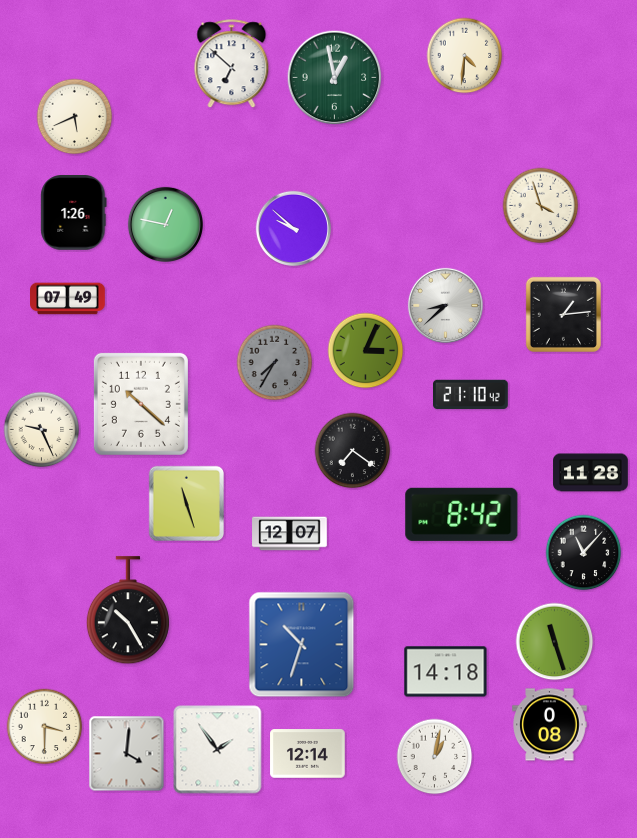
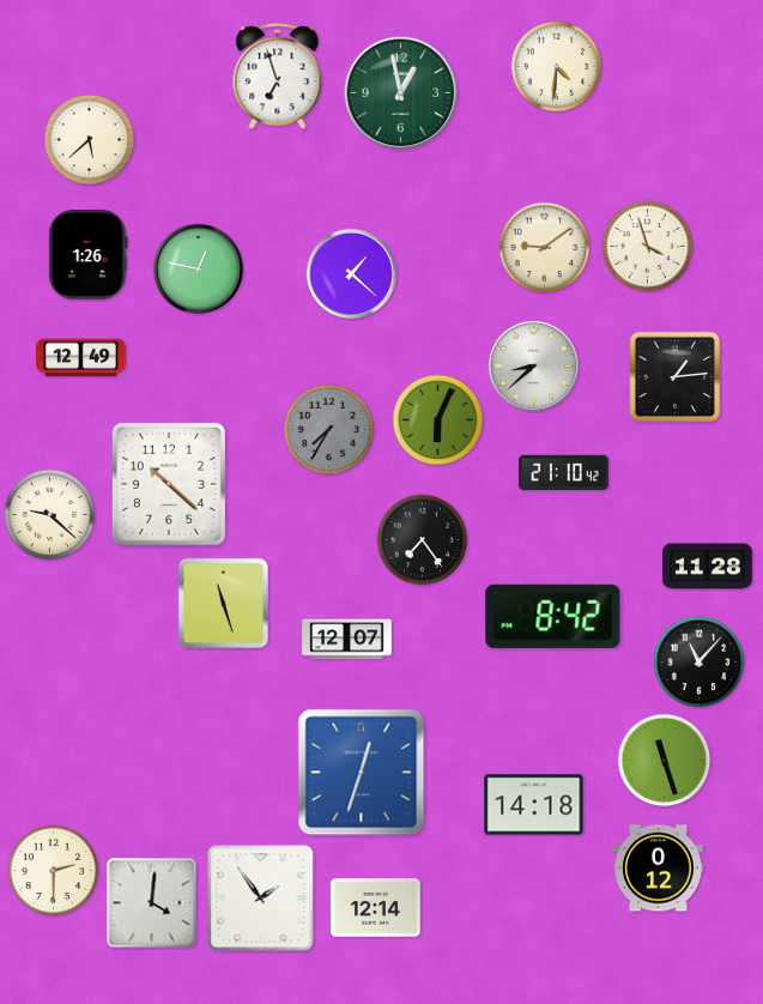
clock at (232, 64): 6:52 -> 6:57
clock at (75, 117): 5:41 -> 5:38
clock at (545, 248): none -> 9:09
clock at (293, 228): 9:52 -> 1:22
clock at (68, 299): 07:49 -> 12:49
clock at (366, 351): 3:04 -> 6:04
clock at (275, 363) position: (275, 363) -> (329, 430)
clock at (42, 430): 9:26 -> 9:22
clock at (353, 451): 7:21 -> 7:24
clock at (128, 611): 10:25 -> none
clock at (555, 642) position: (555, 642) -> (665, 761)
clock at (302, 645): 10:33 -> 12:33
clock at (550, 725): 0:08 -> 0:12
clock at (45, 727): 3:30 -> 2:30
clock at (308, 754) position: (308, 754) -> (376, 908)
clock at (435, 757): 1:02 -> none
